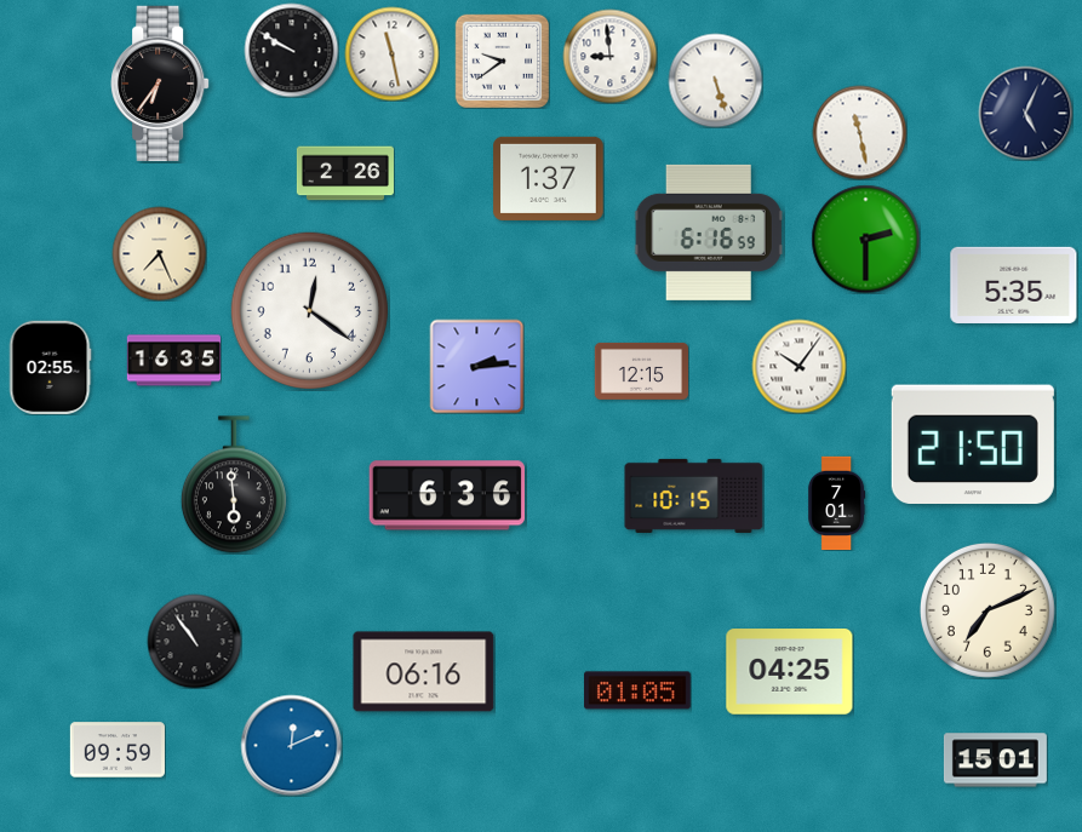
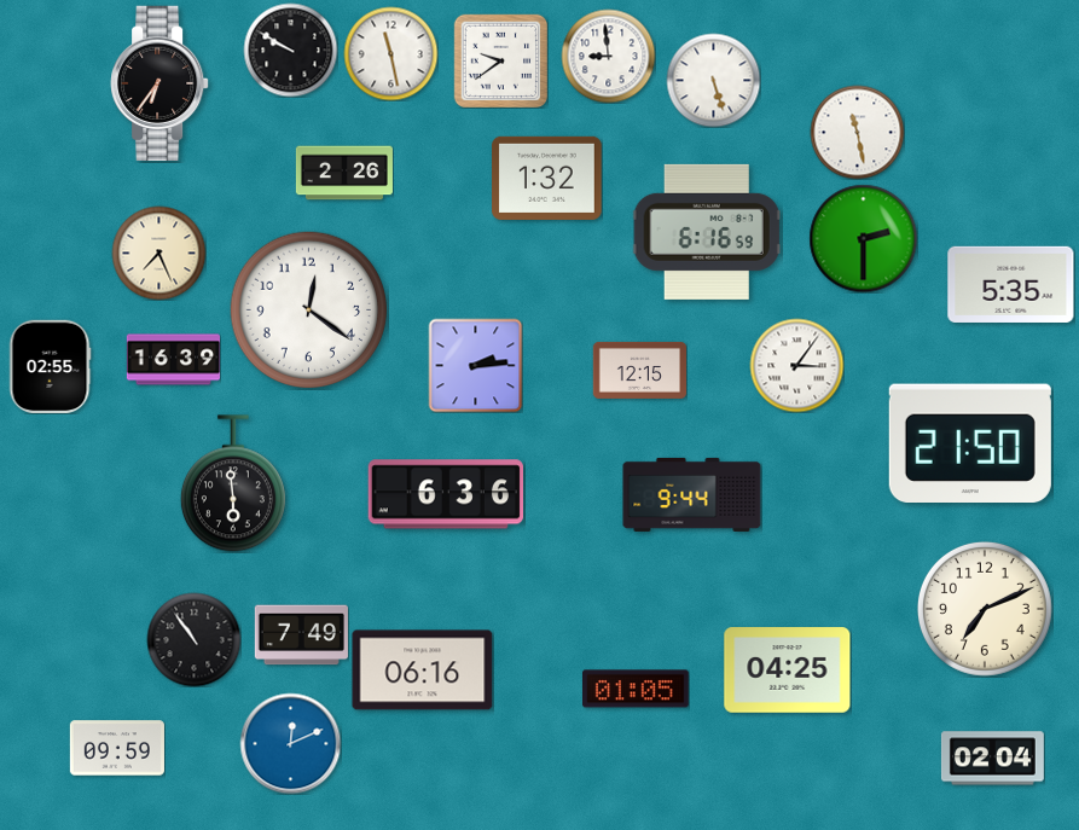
clock at (1025, 113): 5:04 -> none
clock at (549, 178): 1:37 -> 1:32
clock at (173, 361): 16:35 -> 16:39
clock at (798, 366): 10:06 -> 3:06
clock at (694, 495): 10:15 -> 9:44
clock at (837, 503): 7:01 -> none
clock at (301, 635): none -> 7:49
clock at (995, 761): 15:01 -> 02:04
